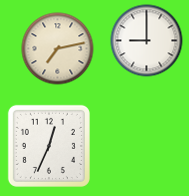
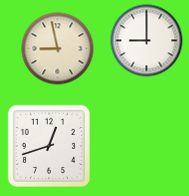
clock at (58, 49): 7:13 -> 8:58
clock at (49, 146): 12:34 -> 12:42
